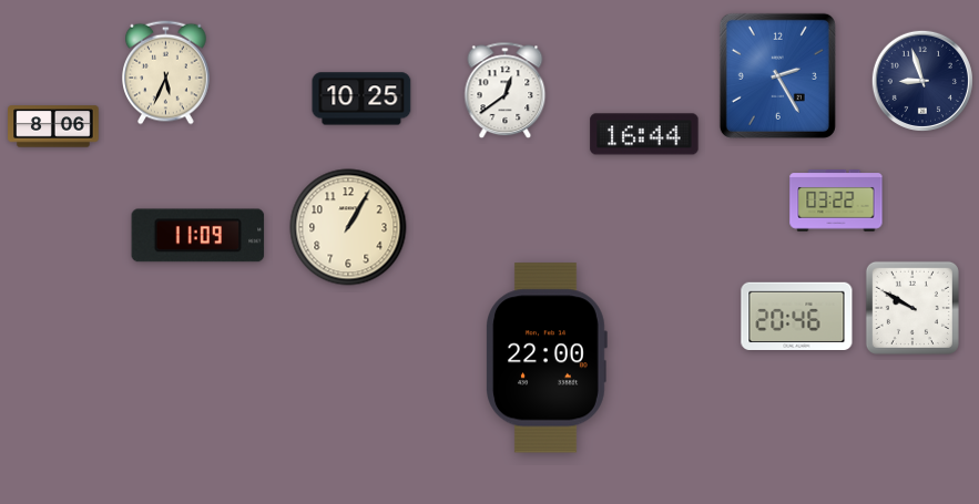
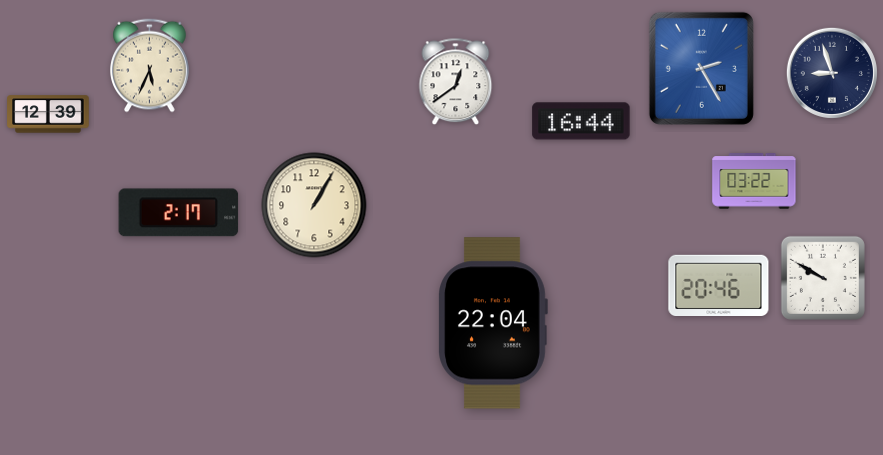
clock at (361, 99): 10:25 -> none
clock at (53, 126): 8:06 -> 12:39
clock at (198, 236): 11:09 -> 2:17
clock at (547, 358): 22:00 -> 22:04
